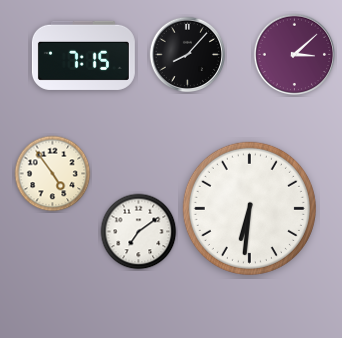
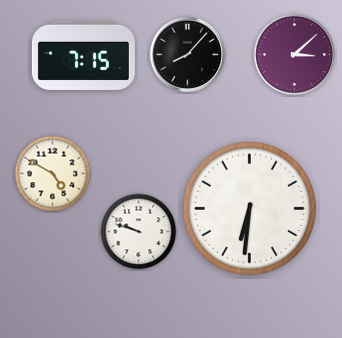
clock at (53, 174): 4:54 -> 4:50
clock at (139, 232): 7:09 -> 9:48
